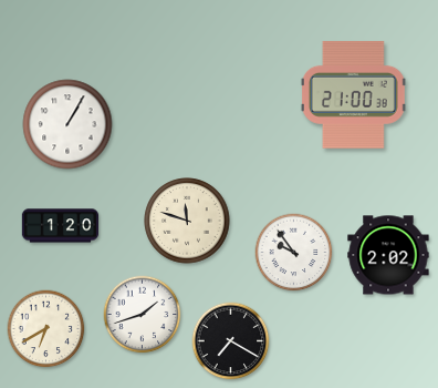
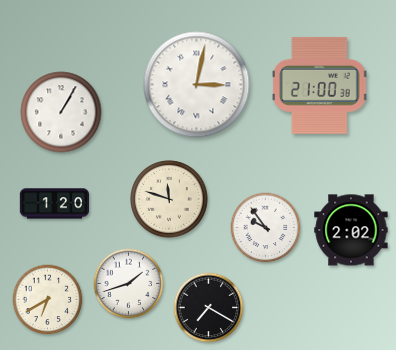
clock at (197, 85): none -> 3:02
clock at (46, 329) position: (46, 329) -> (48, 300)
